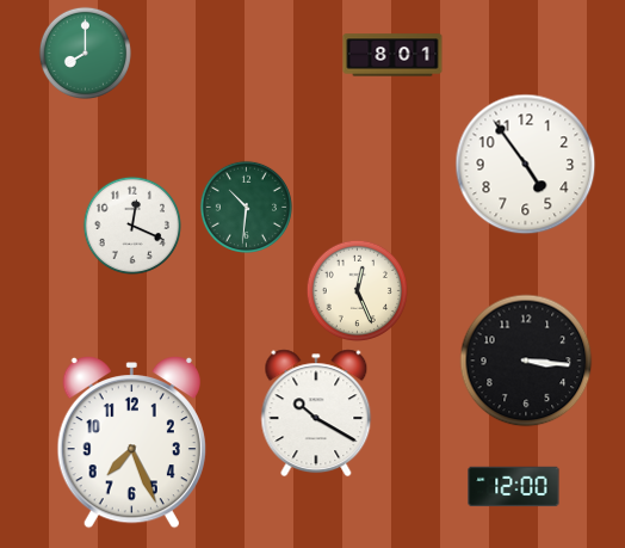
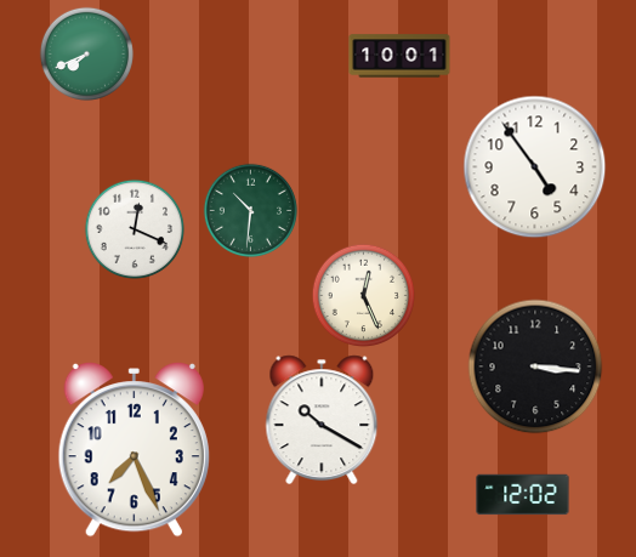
clock at (85, 53): 8:00 -> 7:41
clock at (392, 55): 8:01 -> 10:01
clock at (514, 487): 12:00 -> 12:02
